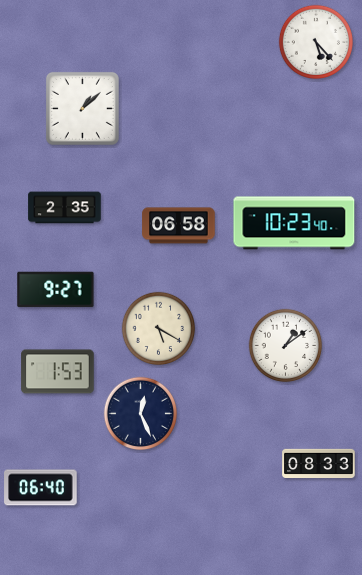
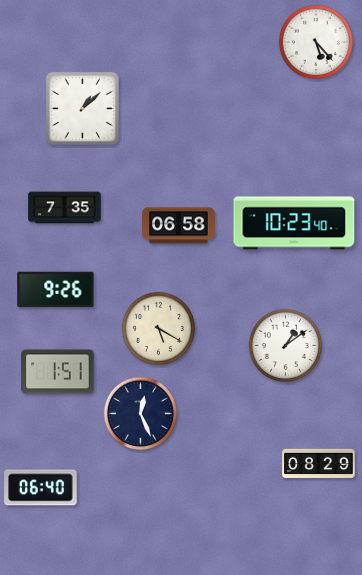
clock at (65, 208): 2:35 -> 7:35
clock at (56, 290): 9:27 -> 9:26
clock at (58, 372): 1:53 -> 1:51
clock at (319, 463): 08:33 -> 08:29
